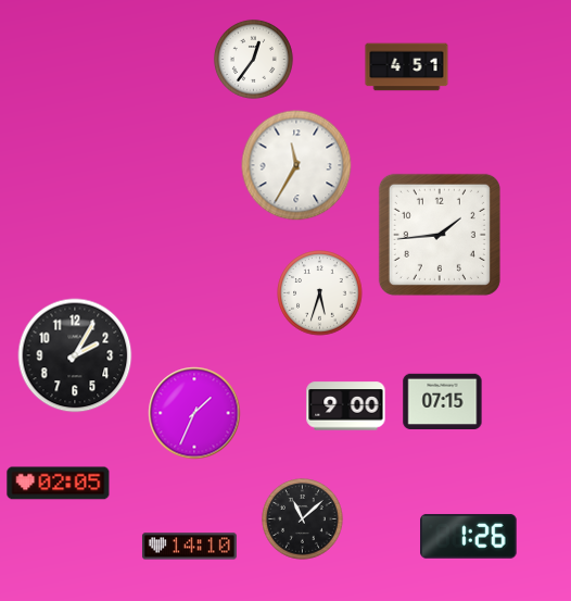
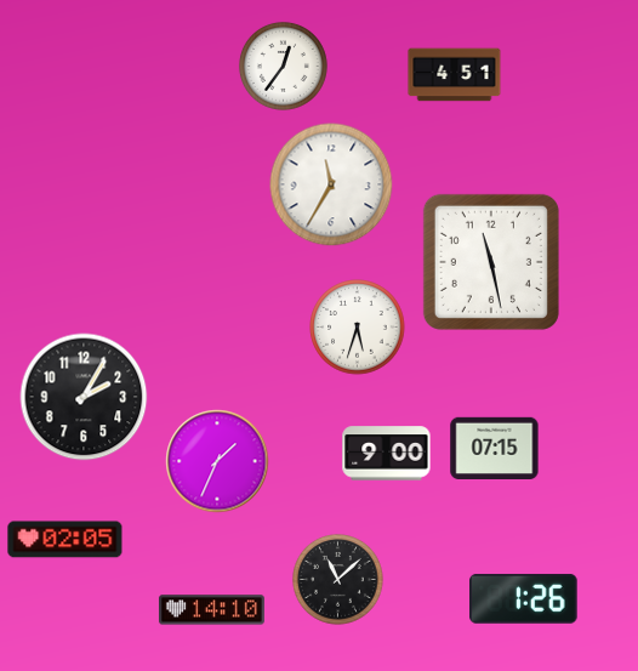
clock at (440, 235): 1:44 -> 11:28
